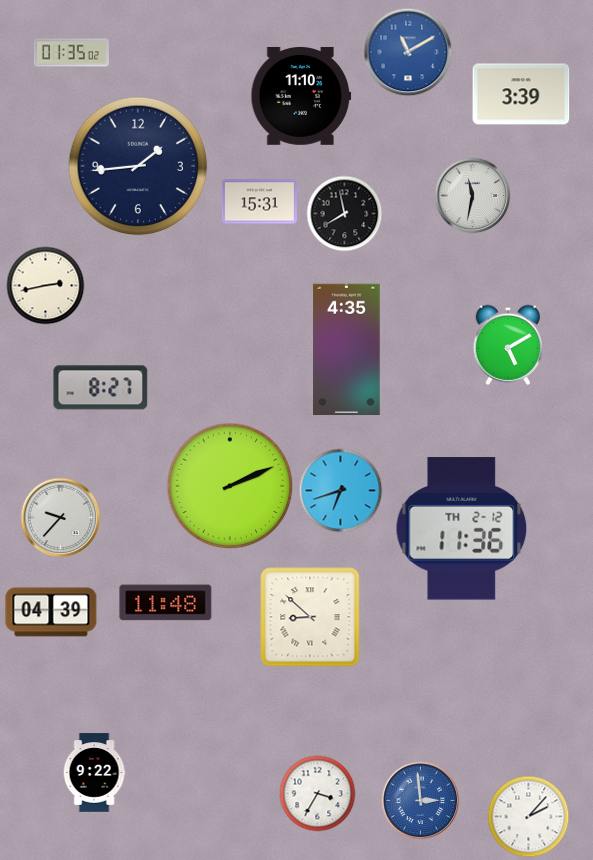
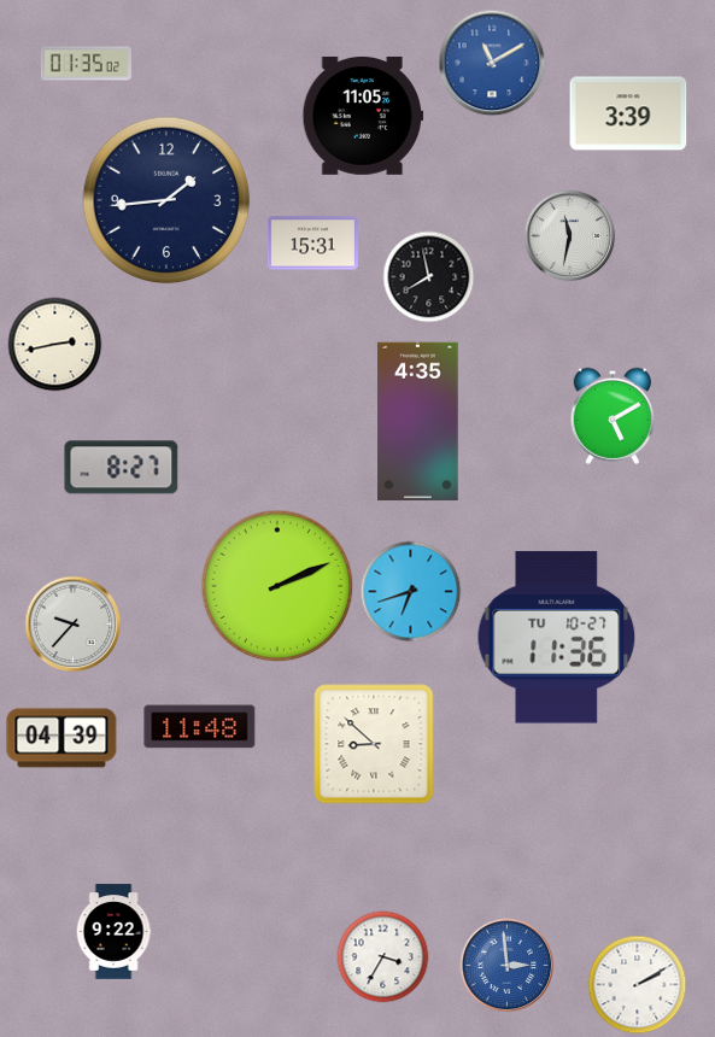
clock at (301, 96): 11:10 -> 11:05
clock at (345, 214) position: (345, 214) -> (429, 277)
clock at (462, 529) date: TH 2-12 -> TU 10-27
clock at (529, 817): 2:07 -> 2:10
